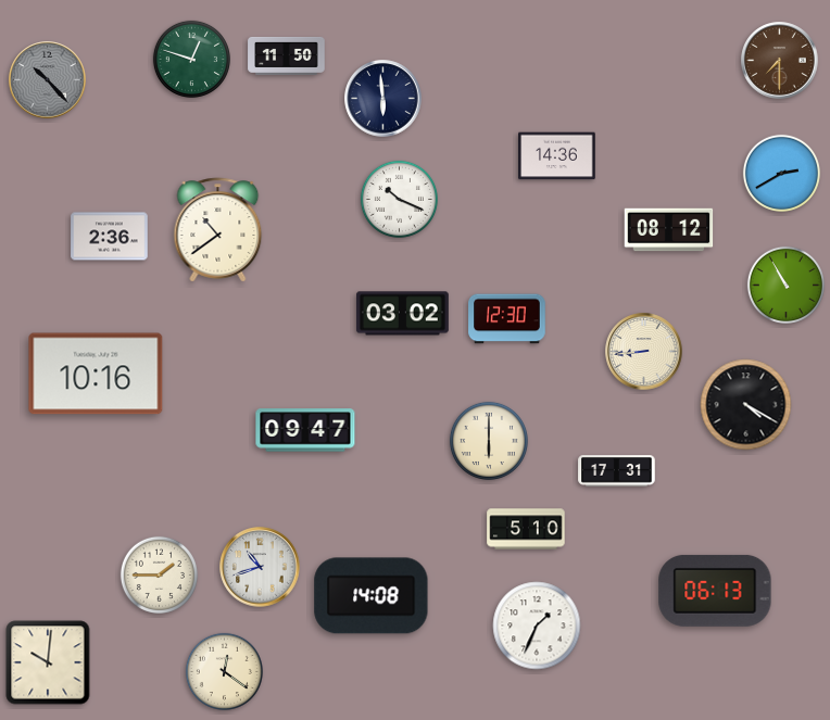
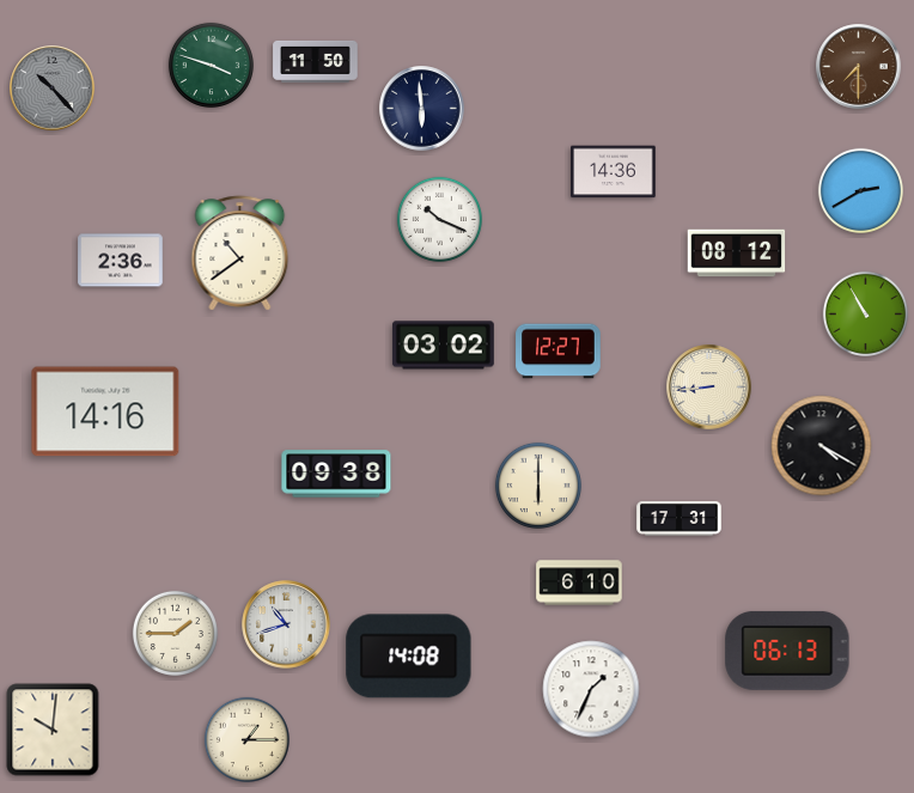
clock at (191, 59): 12:48 -> 3:48
clock at (507, 319): 12:30 -> 12:27
clock at (96, 374): 10:16 -> 14:16
clock at (305, 430): 09:47 -> 09:38
clock at (526, 529): 5:10 -> 6:10
clock at (224, 671): 12:21 -> 1:15
